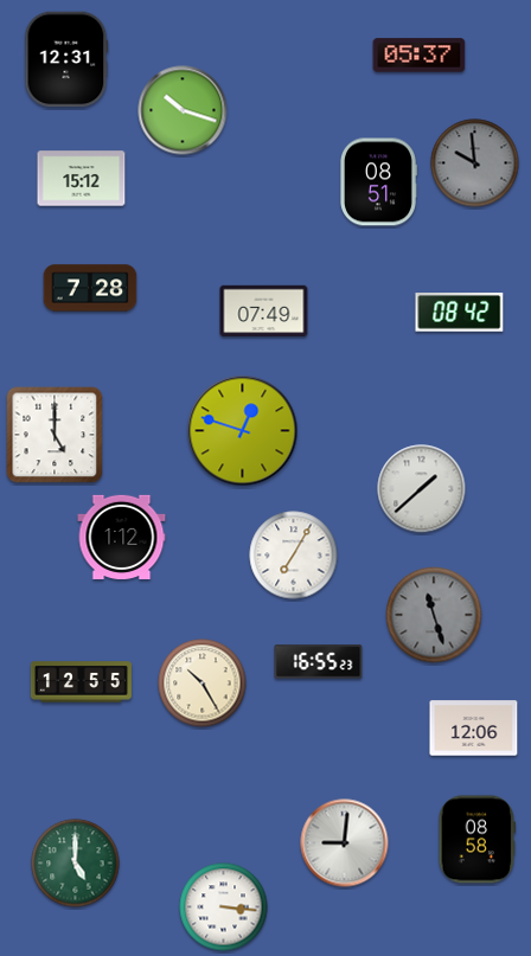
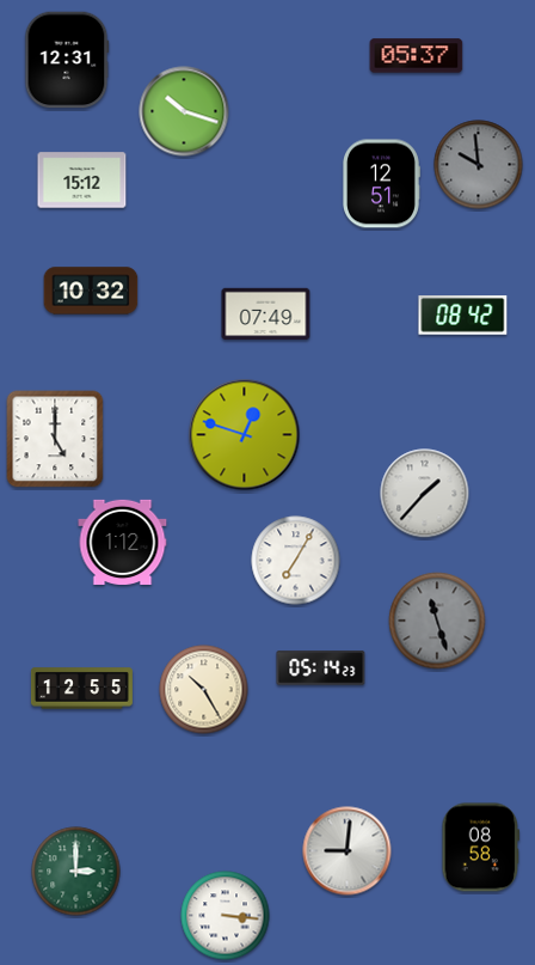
clock at (420, 56) position: (420, 56) -> (417, 56)
clock at (379, 182): 08:51 -> 12:51
clock at (90, 288): 7:28 -> 10:32
clock at (422, 489): 1:38 -> 1:37
clock at (319, 662): 16:55 -> 05:14
clock at (474, 729): 12:06 -> none
clock at (76, 864): 5:00 -> 3:00
